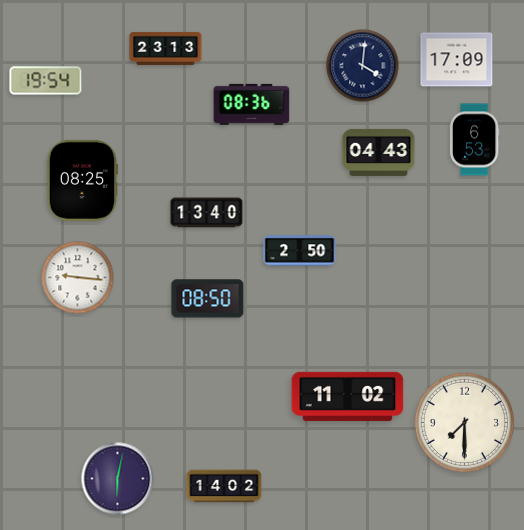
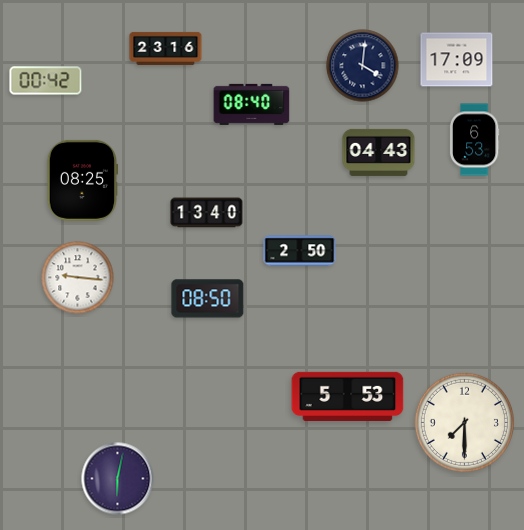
clock at (166, 48): 23:13 -> 23:16
clock at (46, 81): 19:54 -> 00:42
clock at (252, 104): 08:36 -> 08:40
clock at (348, 396): 11:02 -> 5:53
clock at (224, 486): 14:02 -> none
